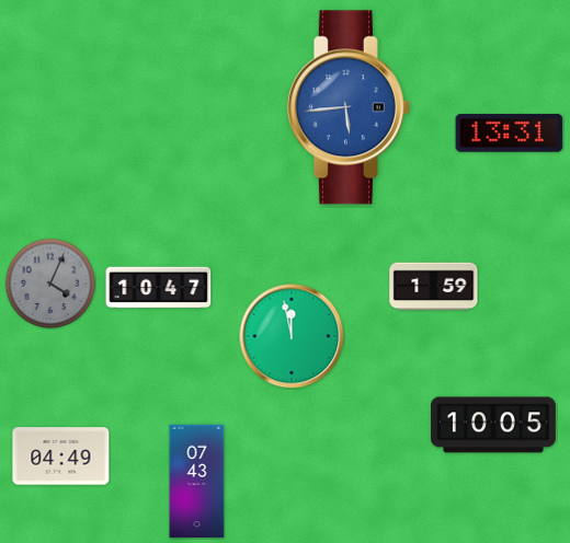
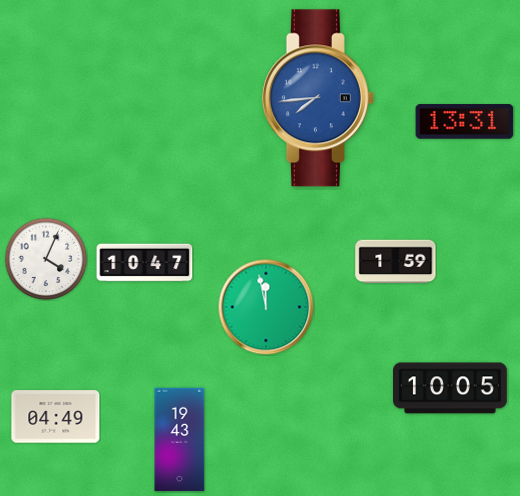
clock at (349, 107): 5:44 -> 7:44
clock at (50, 284) dial: grey -> white
clock at (197, 482): 07:43 -> 19:43
